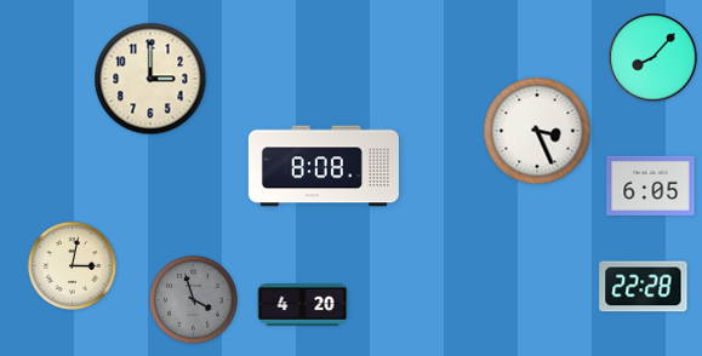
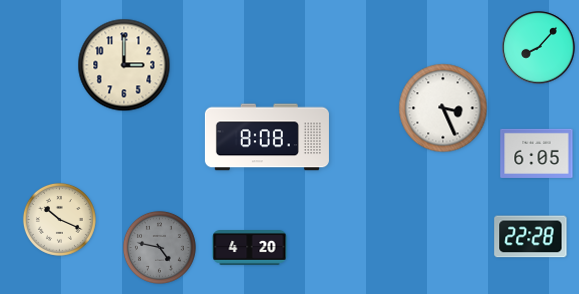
clock at (72, 265): 3:02 -> 10:19
clock at (193, 299): 3:57 -> 4:47
clock at (303, 305) position: (303, 305) -> (250, 248)
